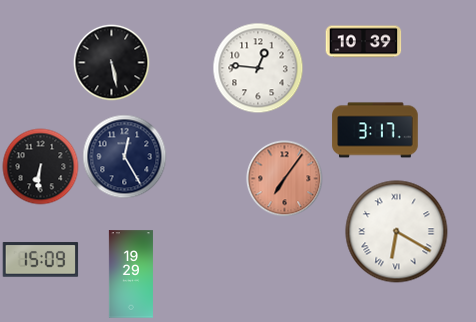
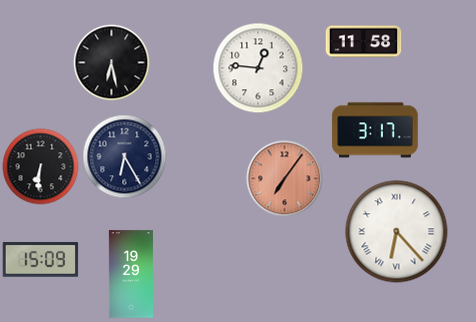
clock at (364, 42): 10:39 -> 11:58
clock at (112, 63): 5:28 -> 6:28
clock at (125, 157): 12:25 -> 6:25
clock at (397, 232): 6:20 -> 6:23
